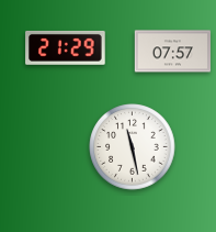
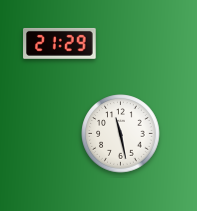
clock at (173, 52): 07:57 -> none
